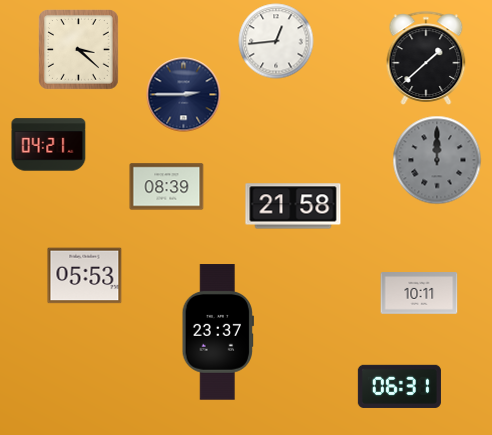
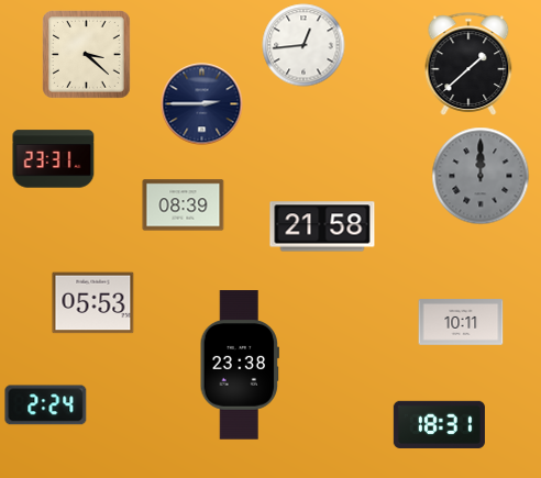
clock at (49, 145): 04:21 -> 23:31
clock at (217, 332): 23:37 -> 23:38
clock at (46, 405): none -> 2:24
clock at (399, 386): 06:31 -> 18:31
